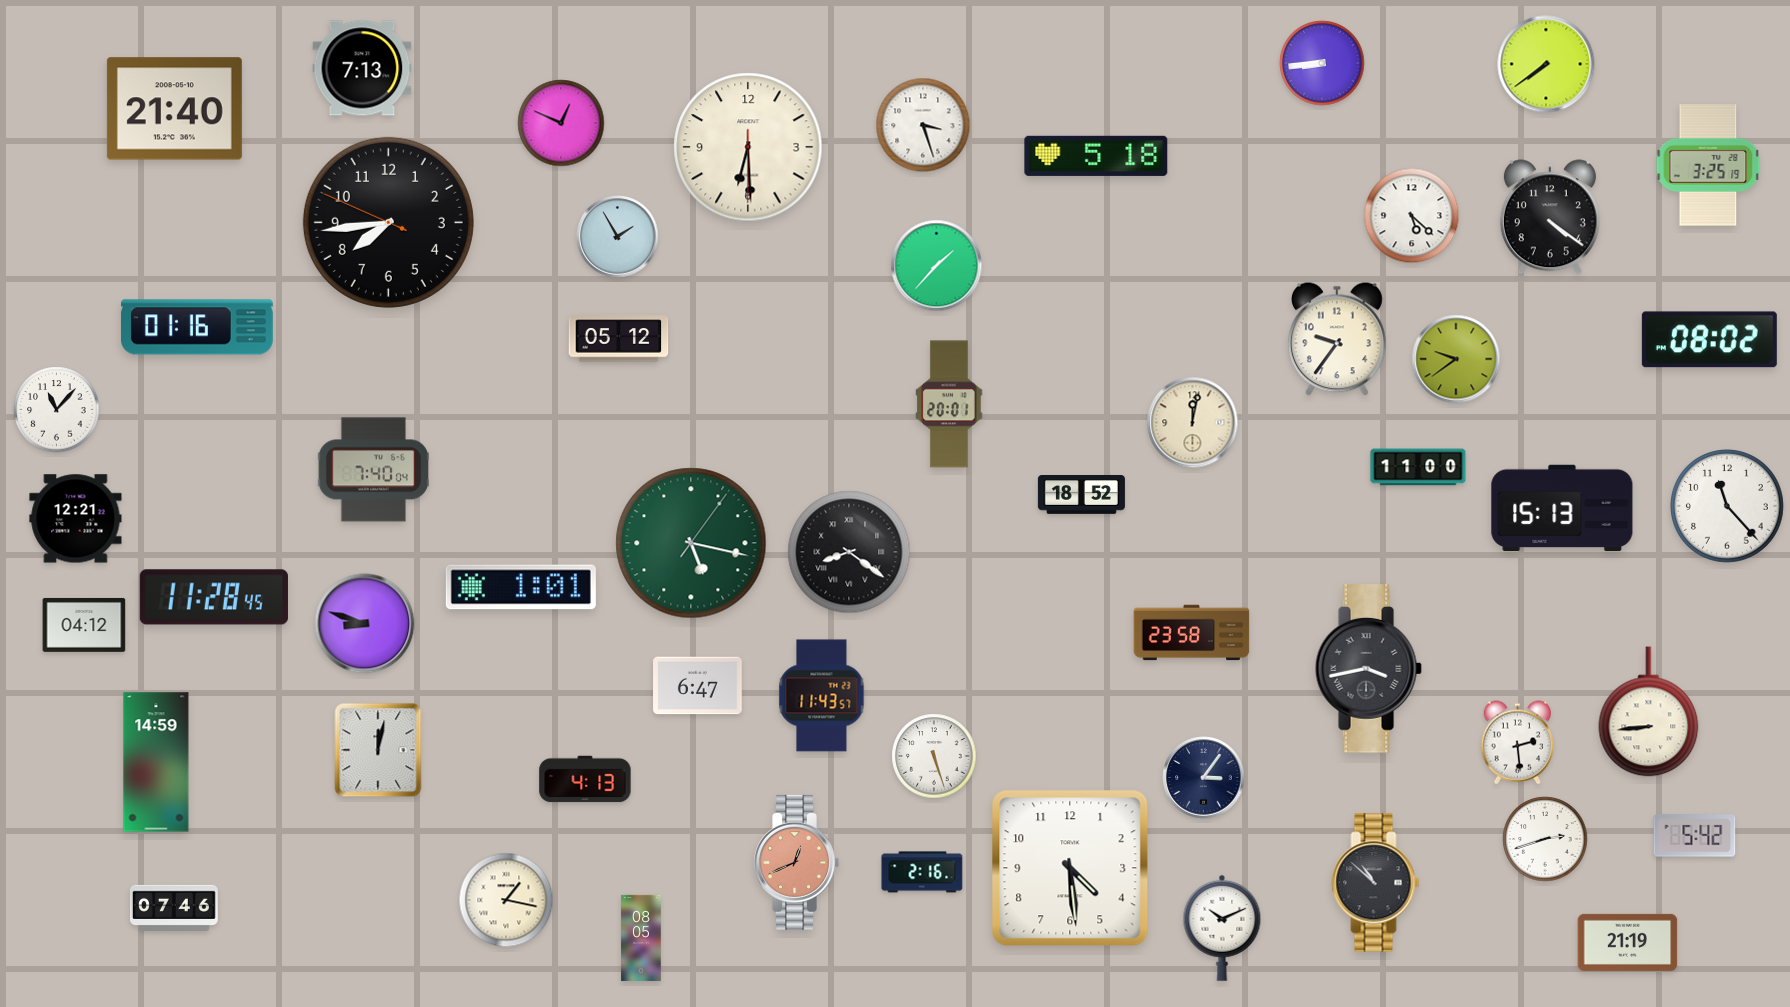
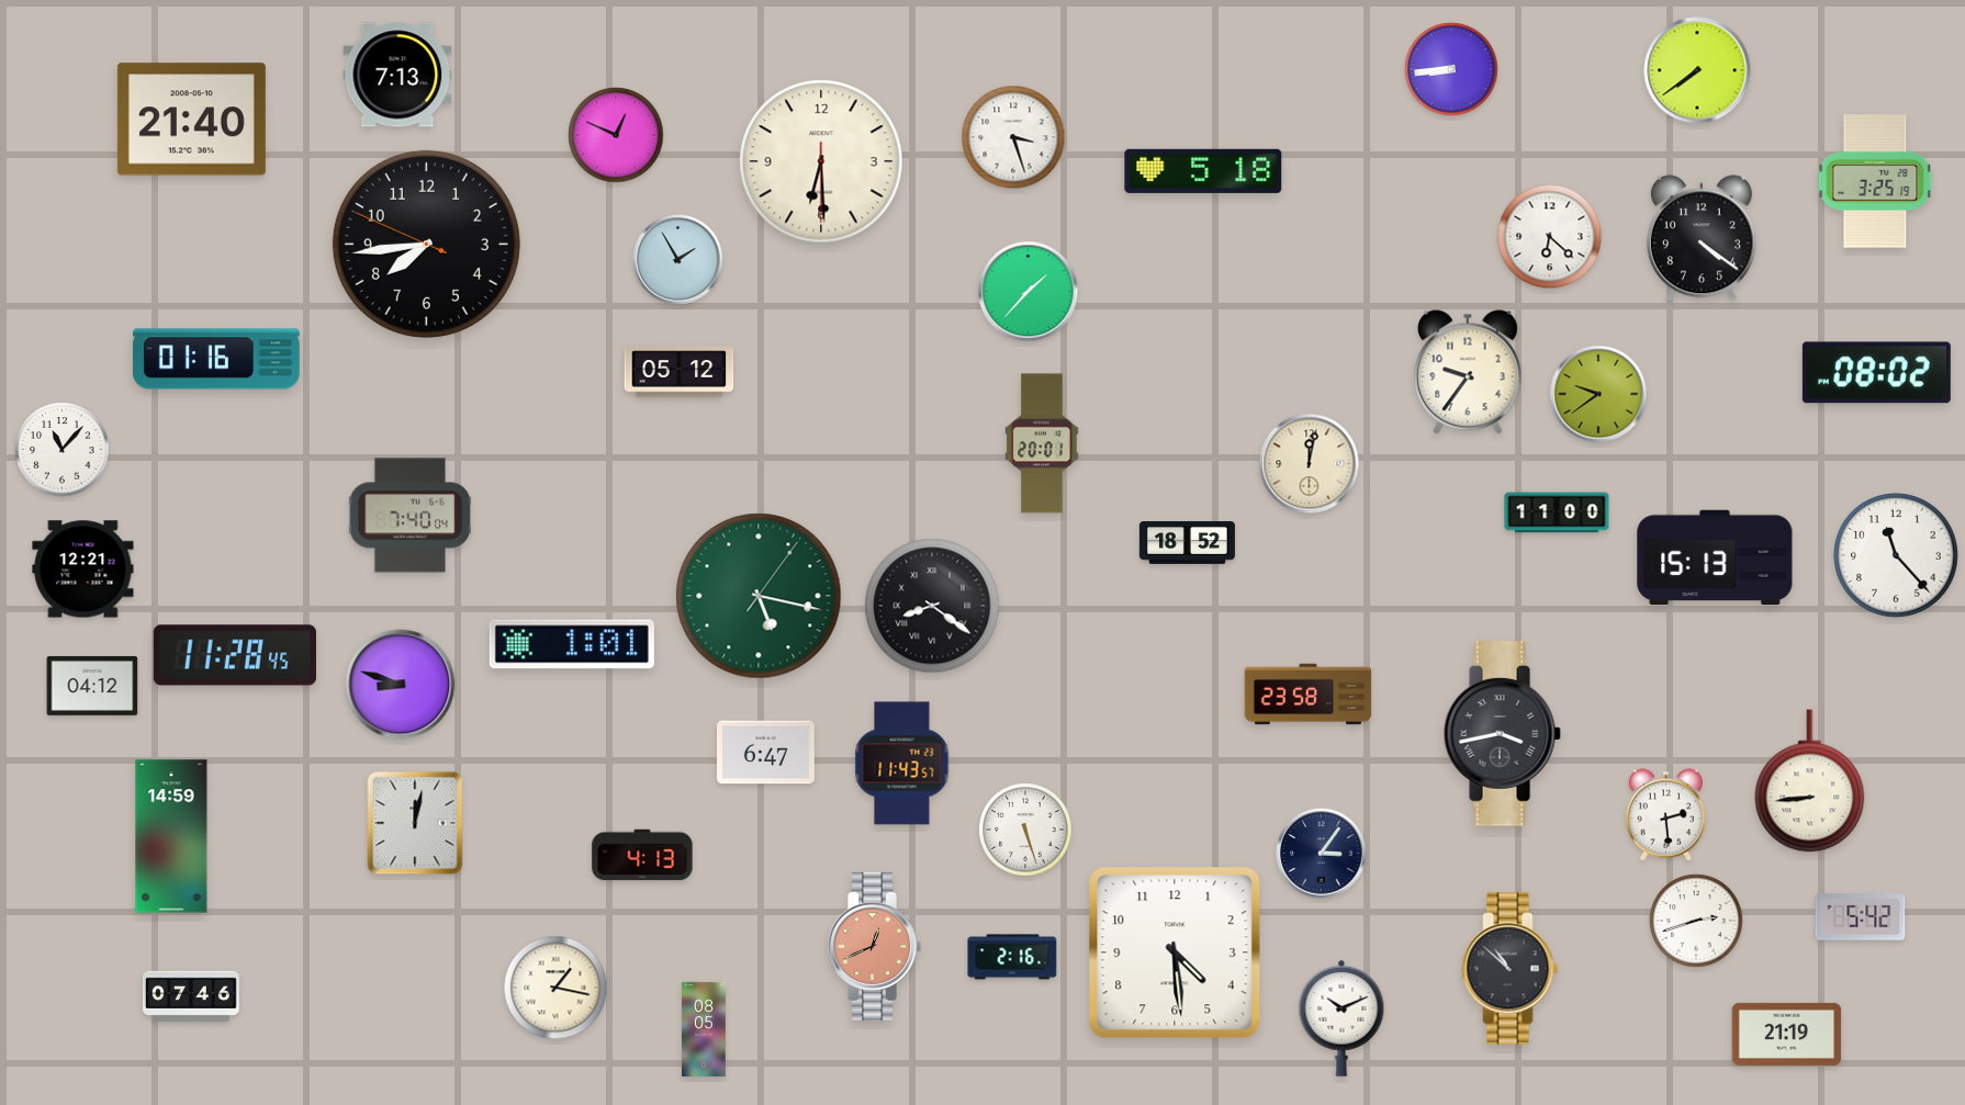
clock at (1412, 216): 5:22 -> 6:22
